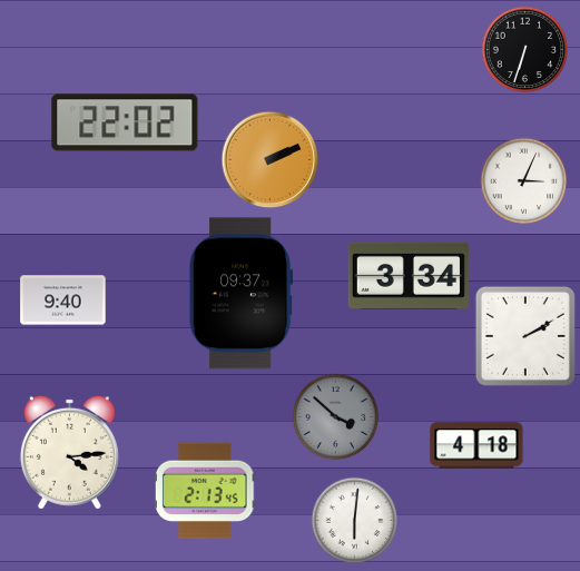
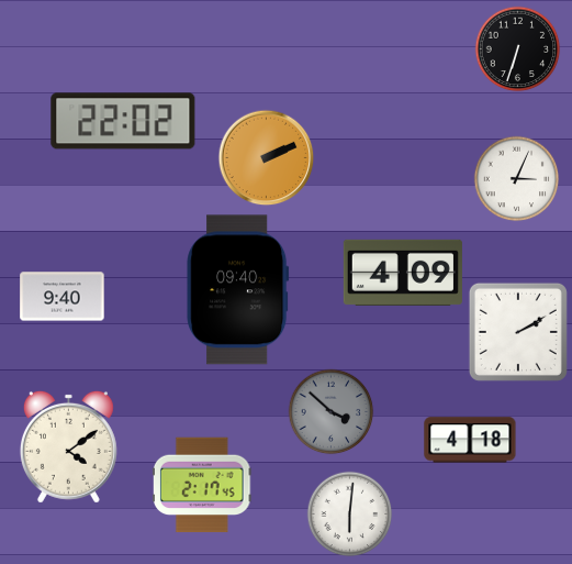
clock at (409, 276): 3:34 -> 4:09
clock at (242, 294): 09:37 -> 09:40
clock at (69, 452): 4:14 -> 4:09
clock at (205, 491): 2:13 -> 2:17
